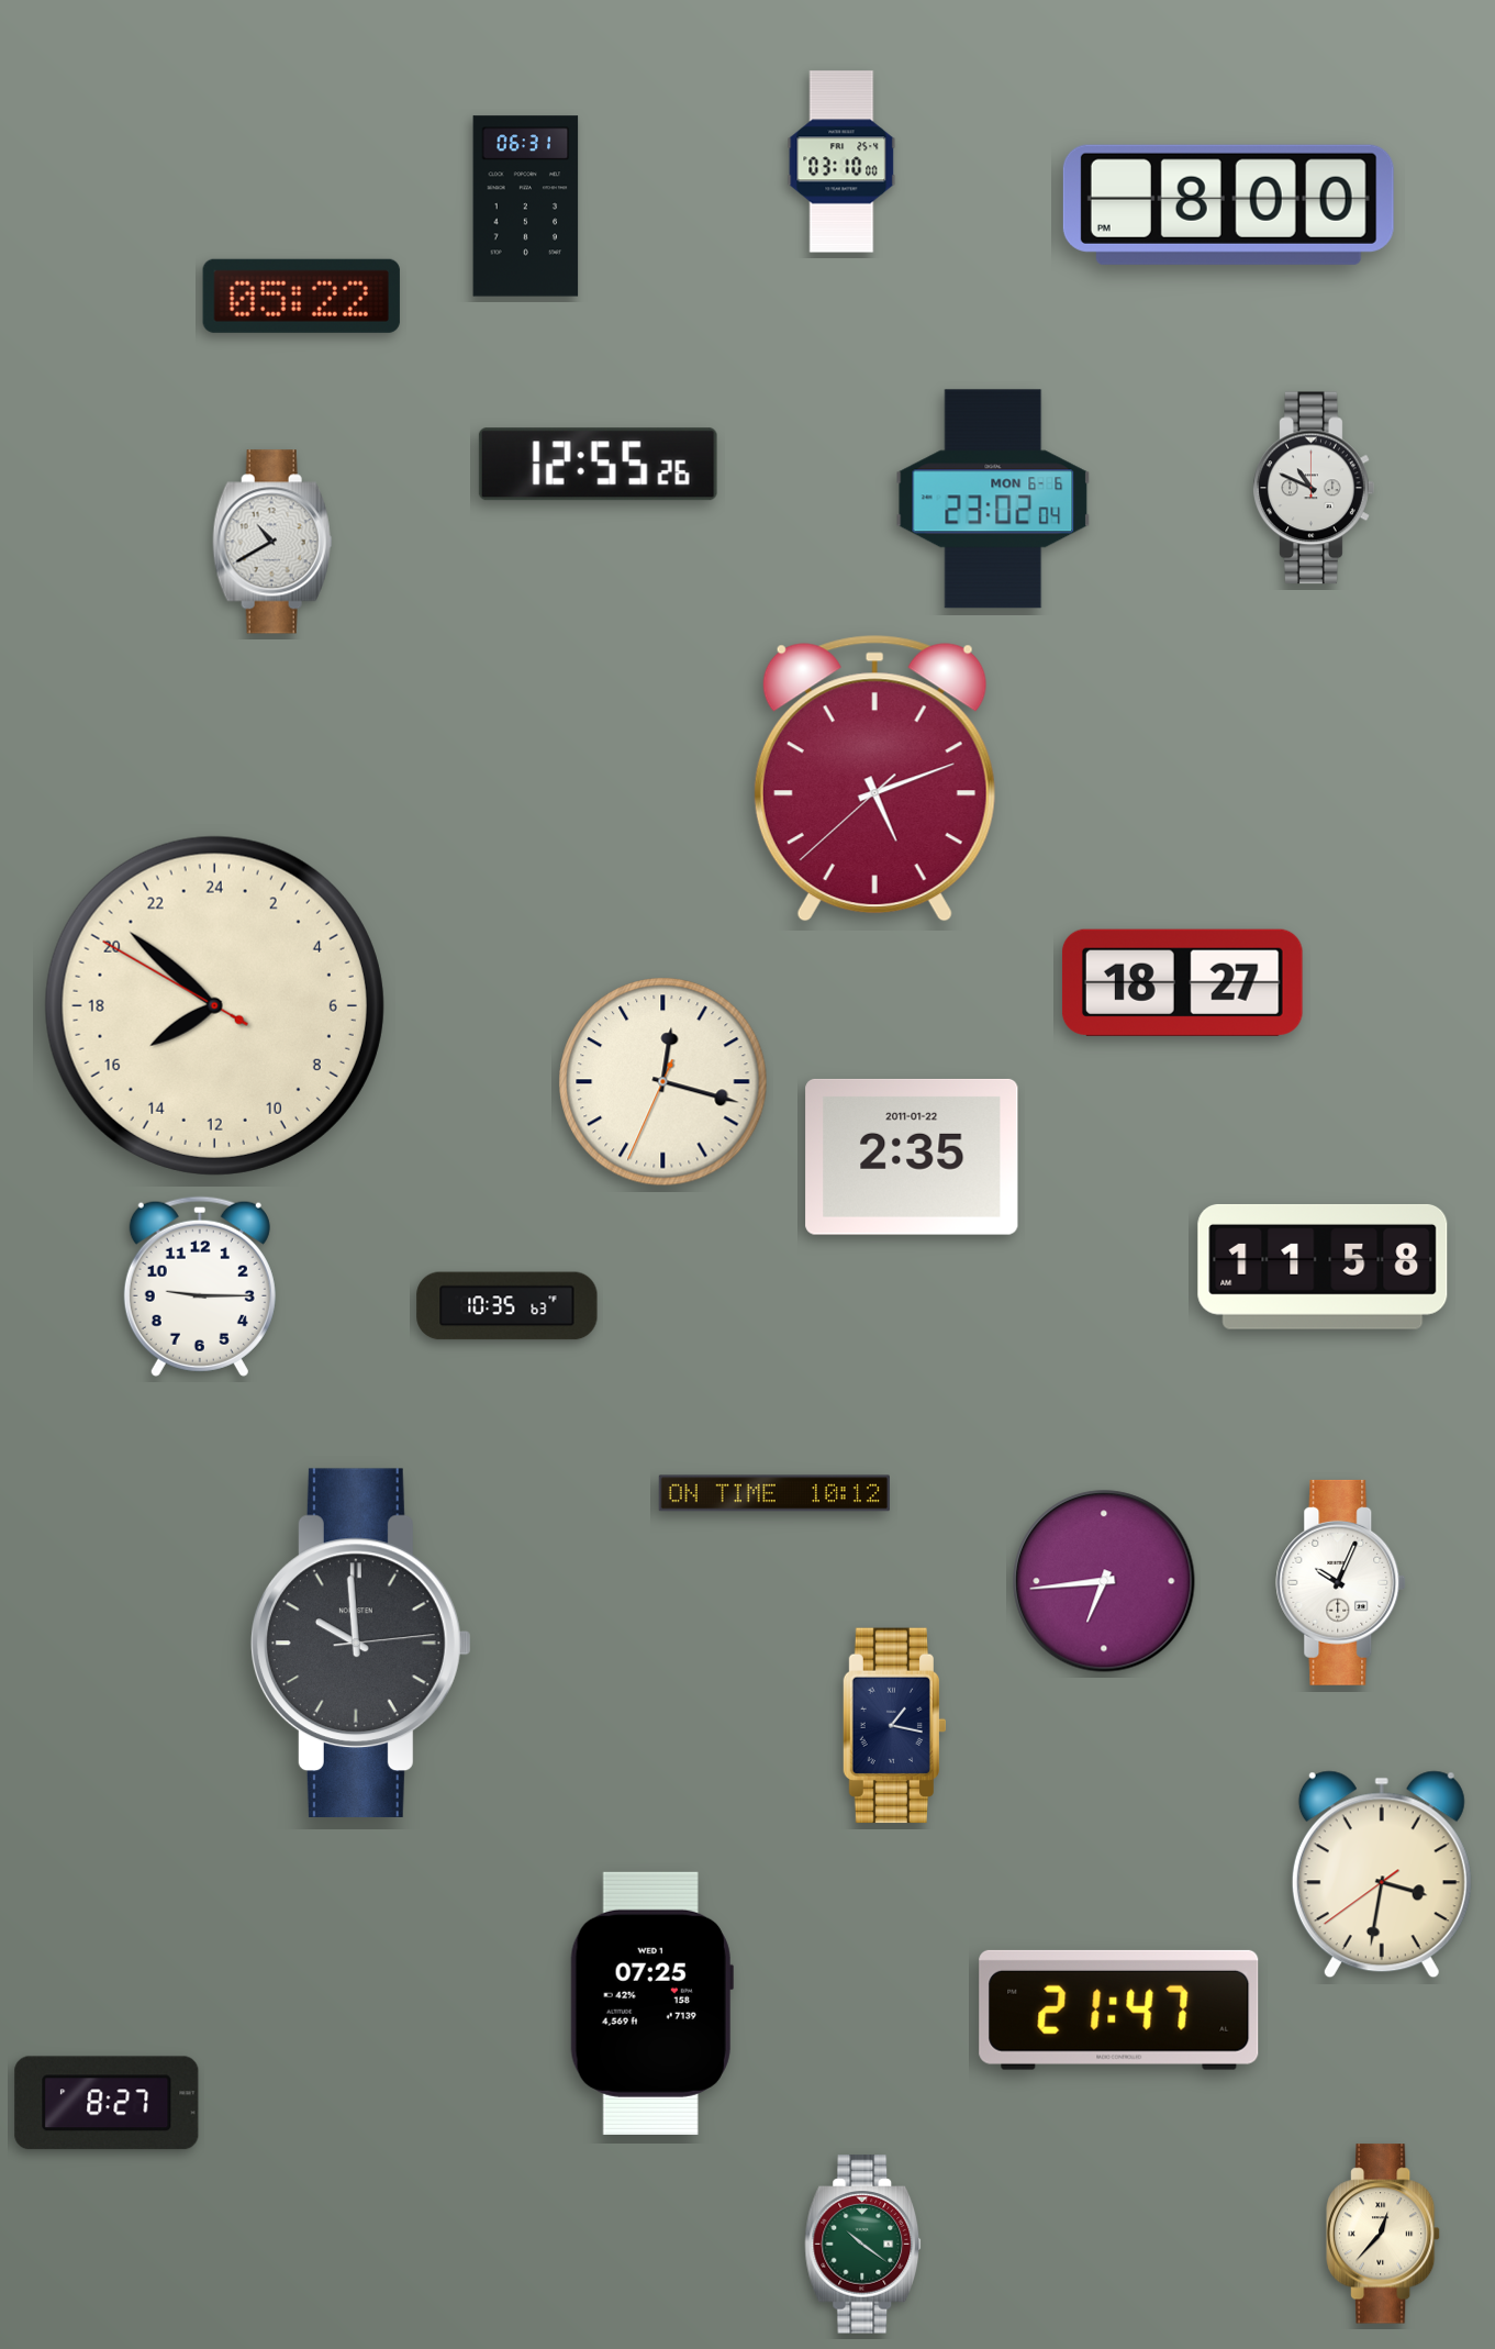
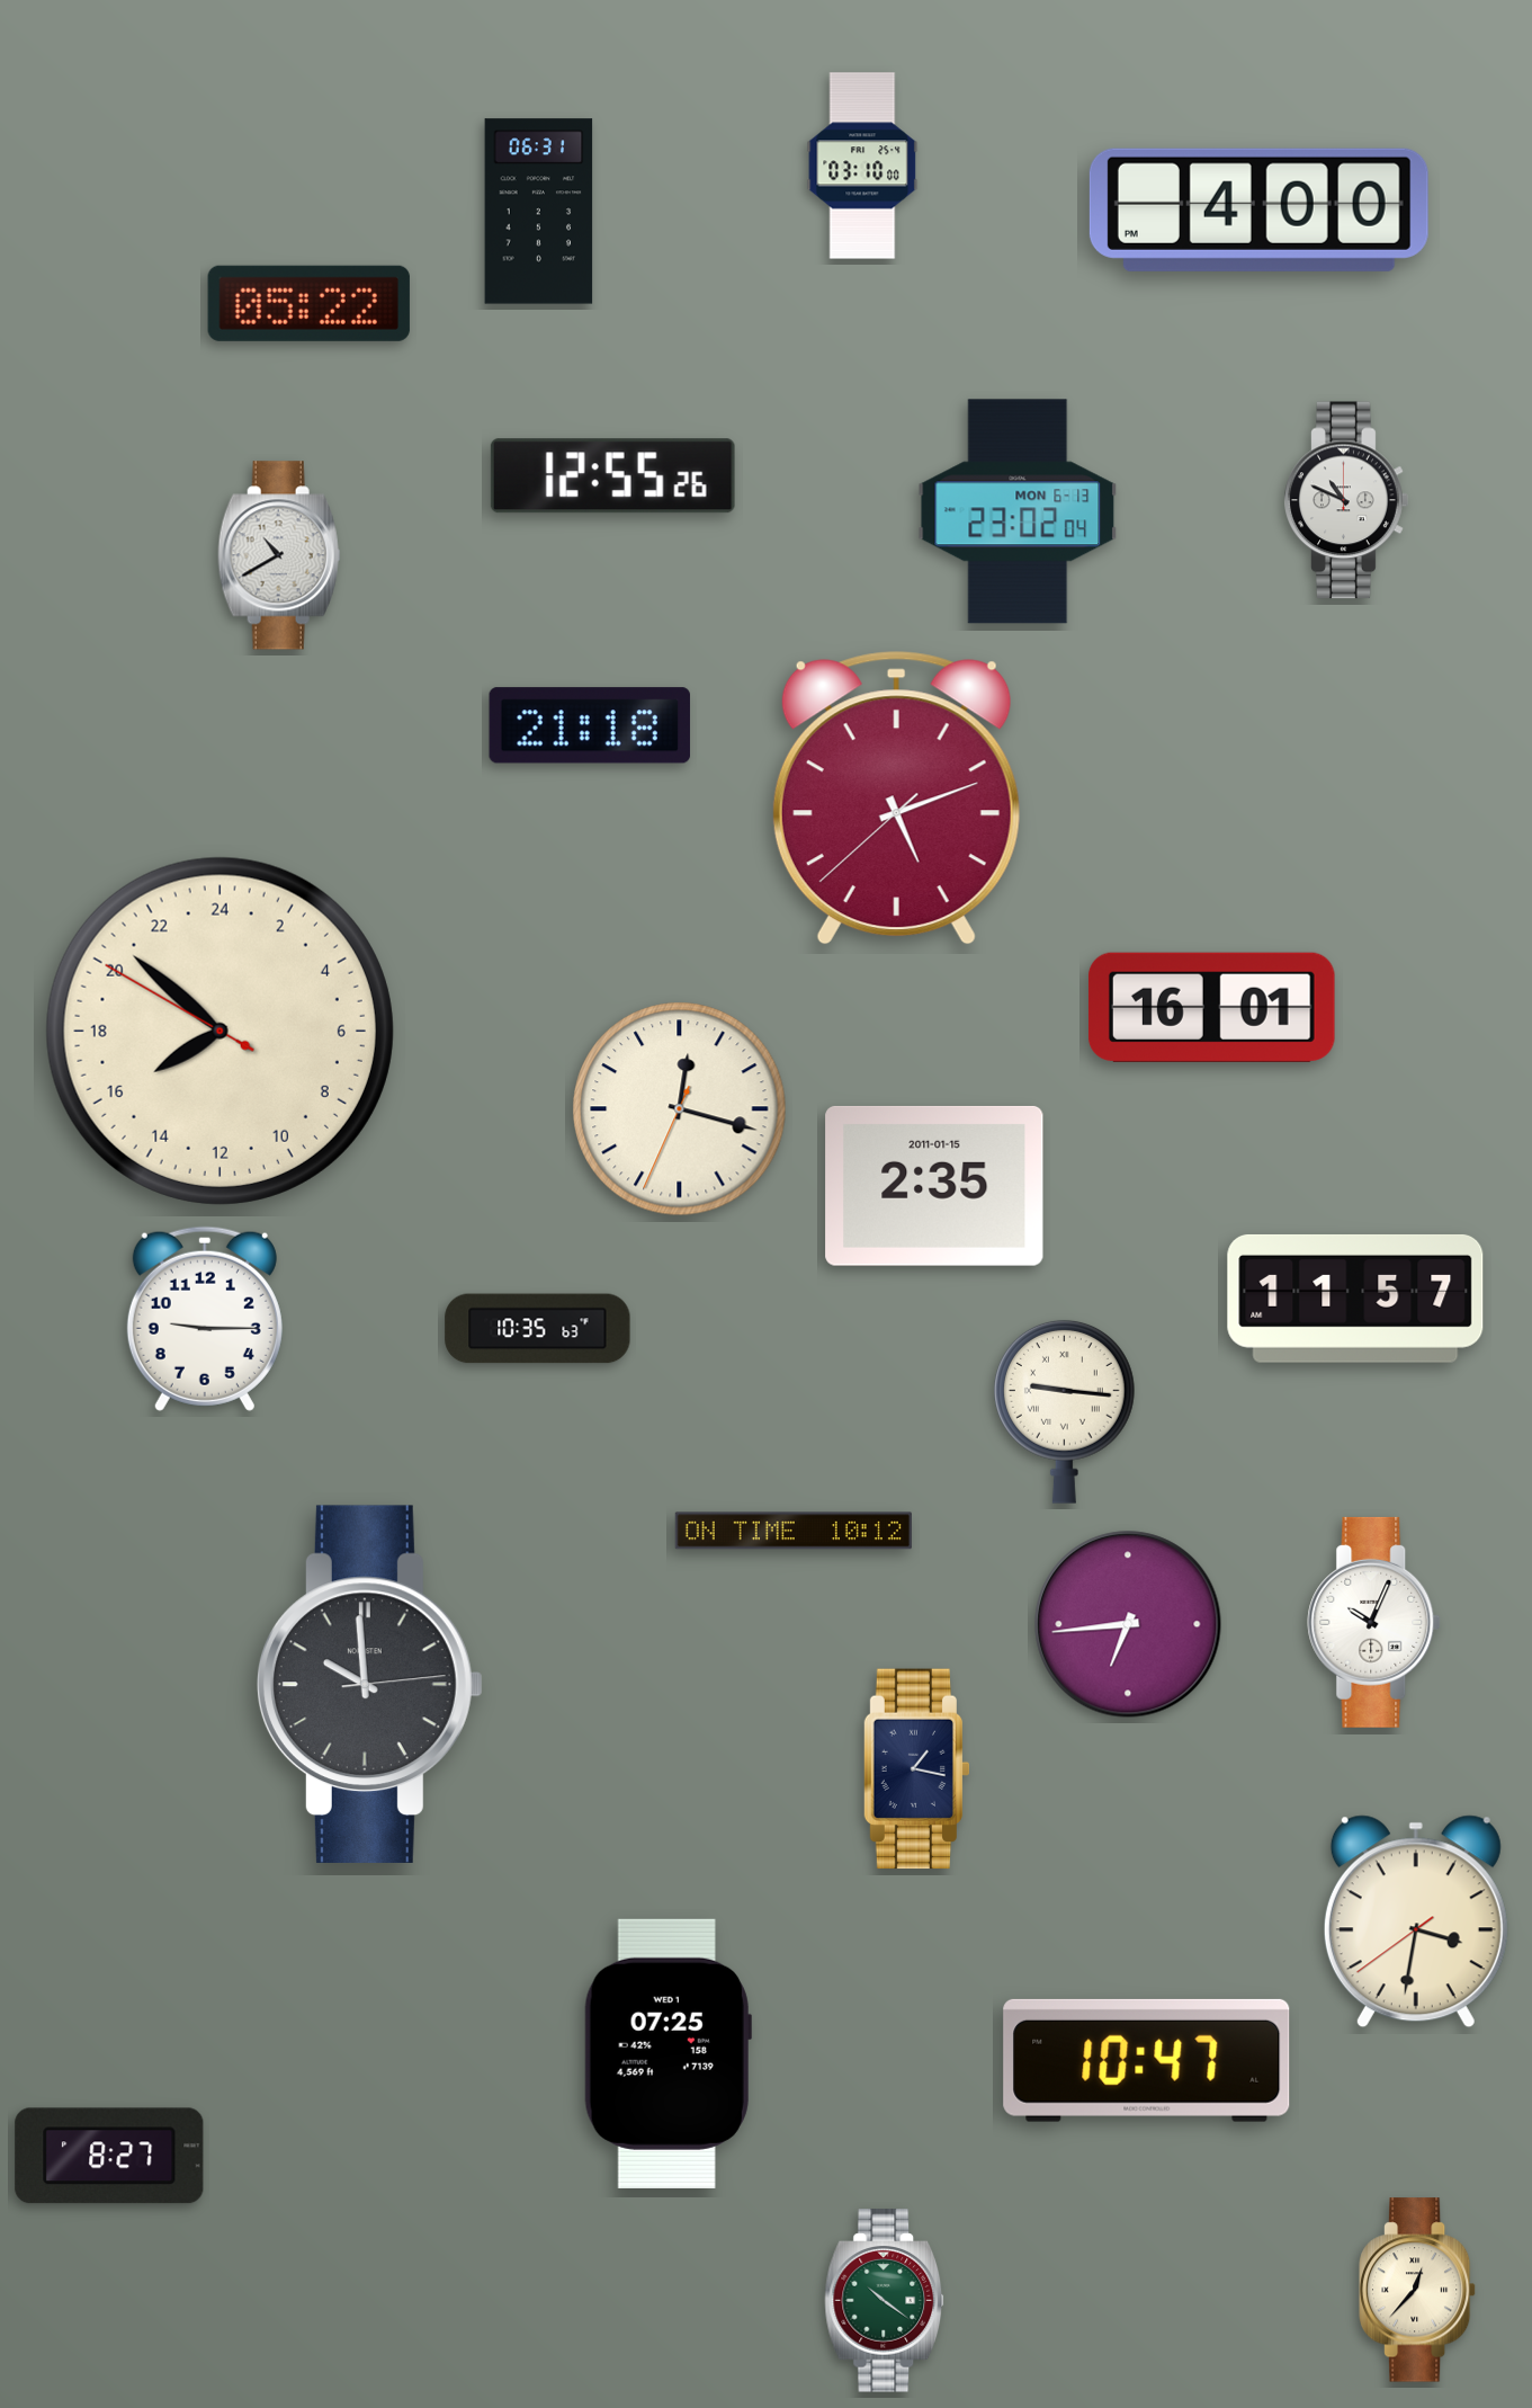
clock at (1228, 204): 8:00 -> 4:00
clock at (993, 499) date: MON 6-6 -> MON 6-13
clock at (590, 725): none -> 21:18
clock at (1182, 982): 18:27 -> 16:01
clock at (912, 1157) date: 2011-01-22 -> 2011-01-15
clock at (1323, 1267): 11:58 -> 11:57
clock at (507, 1306) position: (507, 1306) -> (538, 1329)
clock at (1064, 1411): none -> 9:16
clock at (1104, 1581) position: (1104, 1581) -> (1128, 1624)
clock at (1119, 2010): 21:47 -> 10:47
